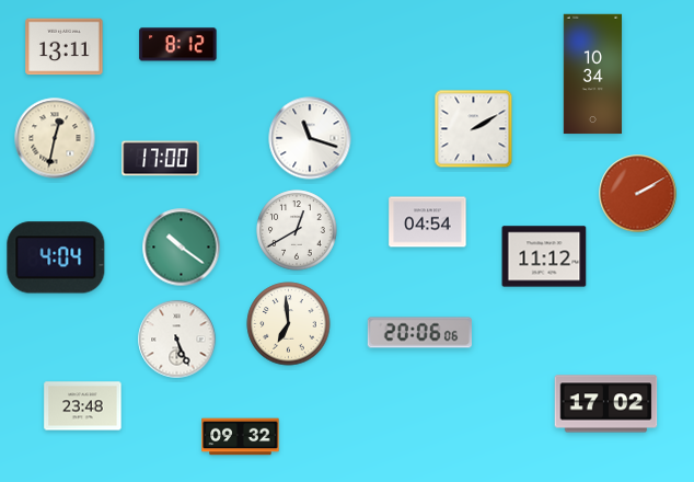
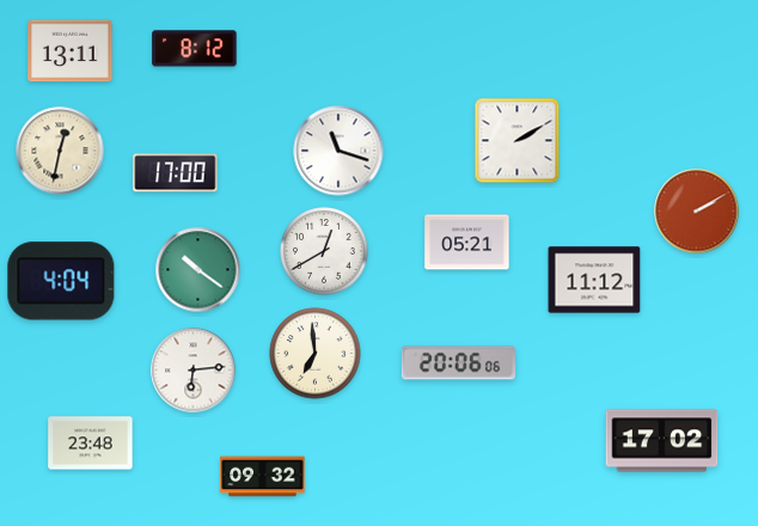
clock at (593, 74): 10:34 -> none
clock at (428, 222): 04:54 -> 05:21
clock at (177, 340): 5:26 -> 6:14
